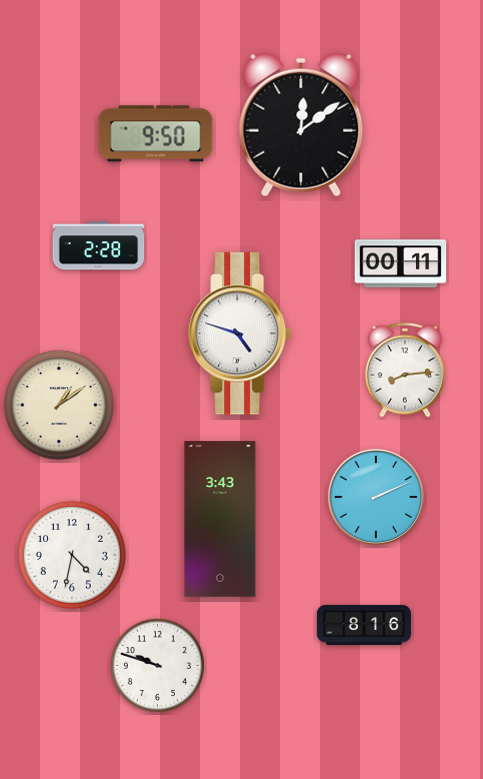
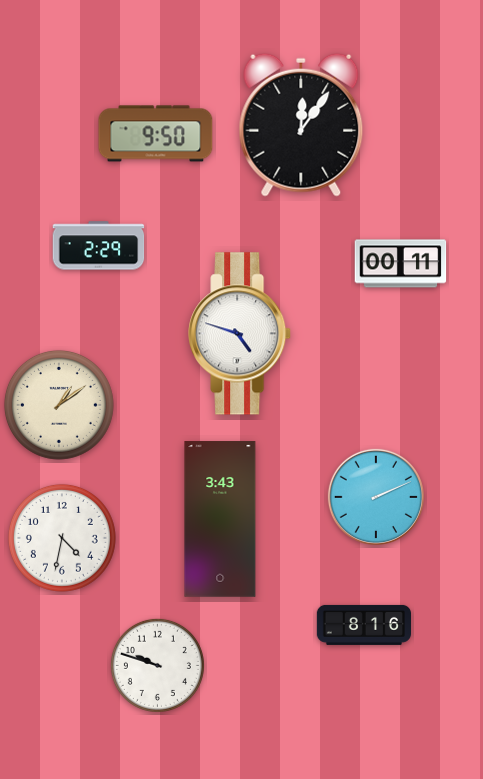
clock at (301, 125): 12:09 -> 12:06
clock at (99, 246): 2:28 -> 2:29
clock at (405, 370): 8:14 -> none
clock at (72, 555) position: (72, 555) -> (62, 538)
